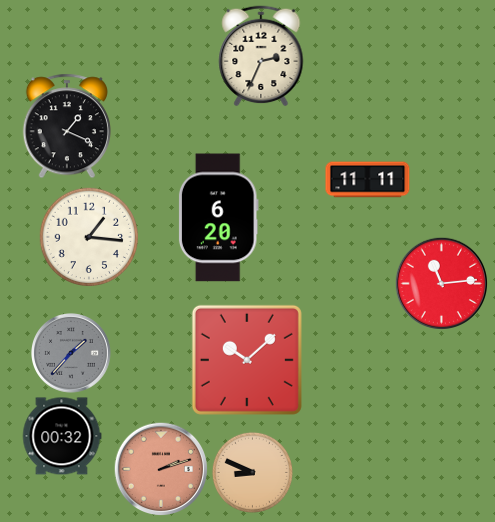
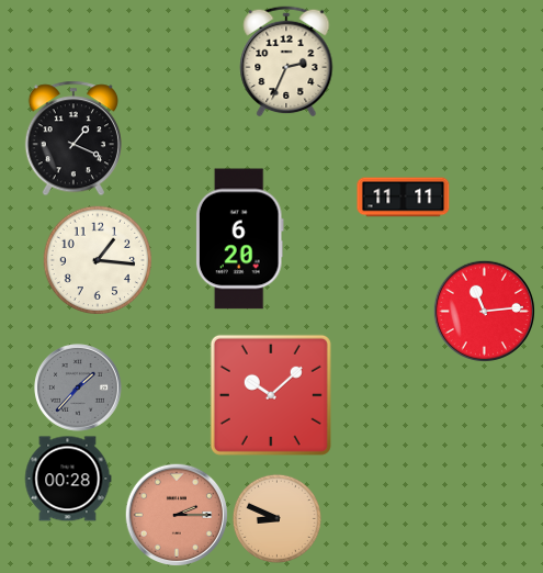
clock at (62, 436): 00:32 -> 00:28
clock at (161, 469): 2:12 -> 2:15
